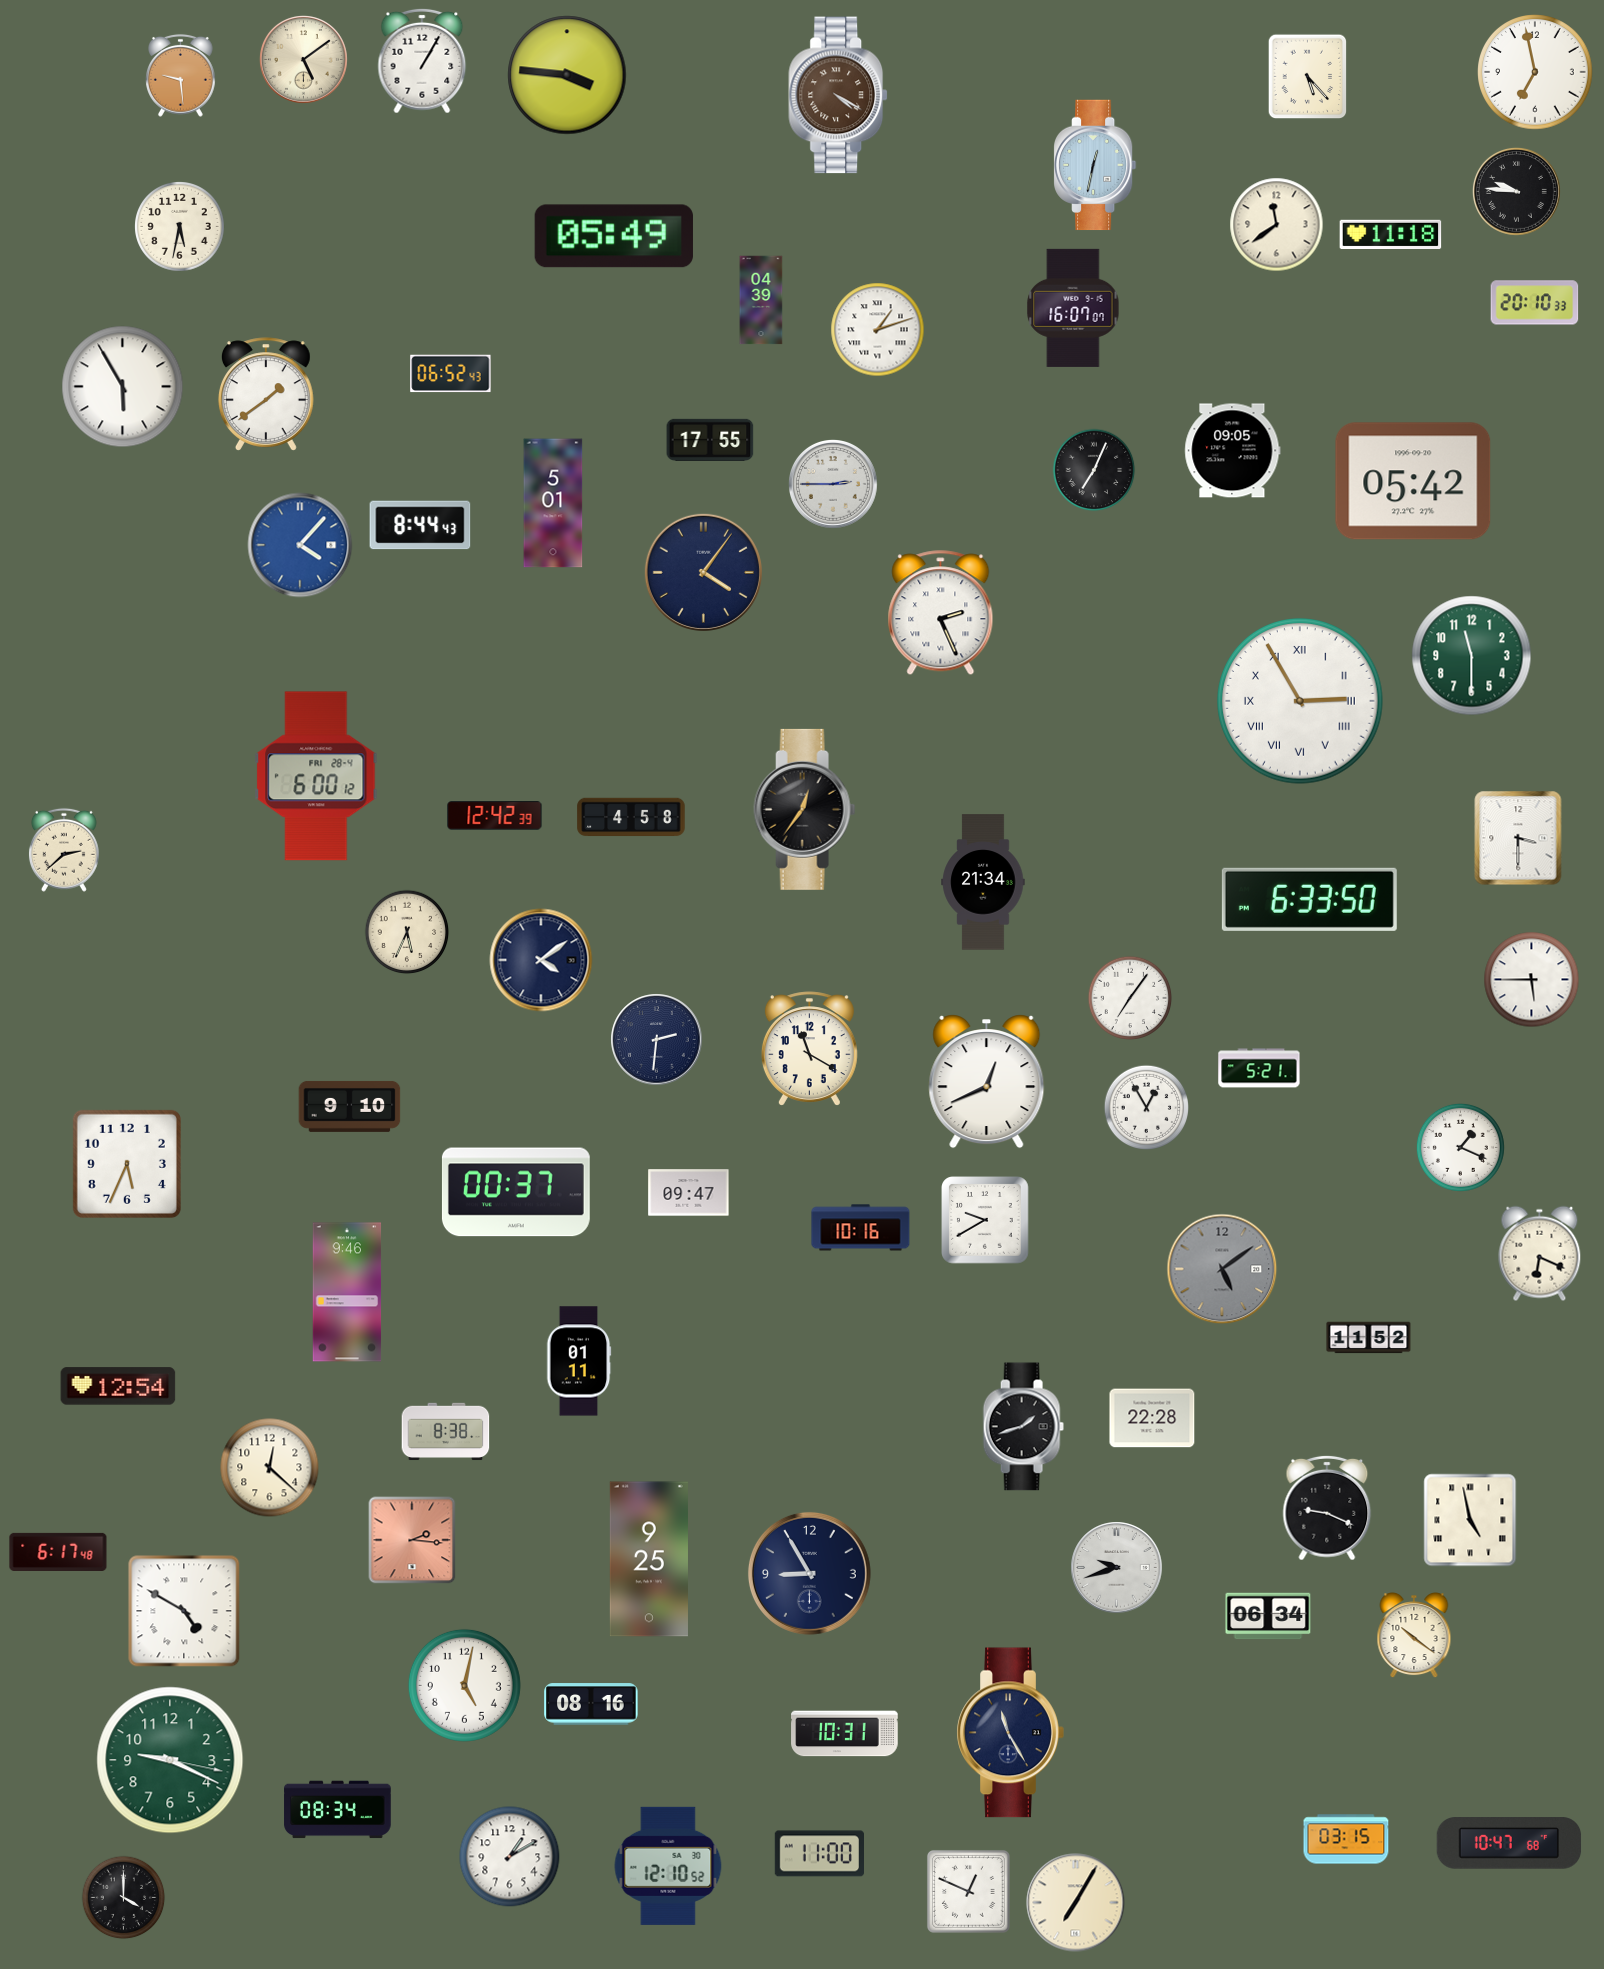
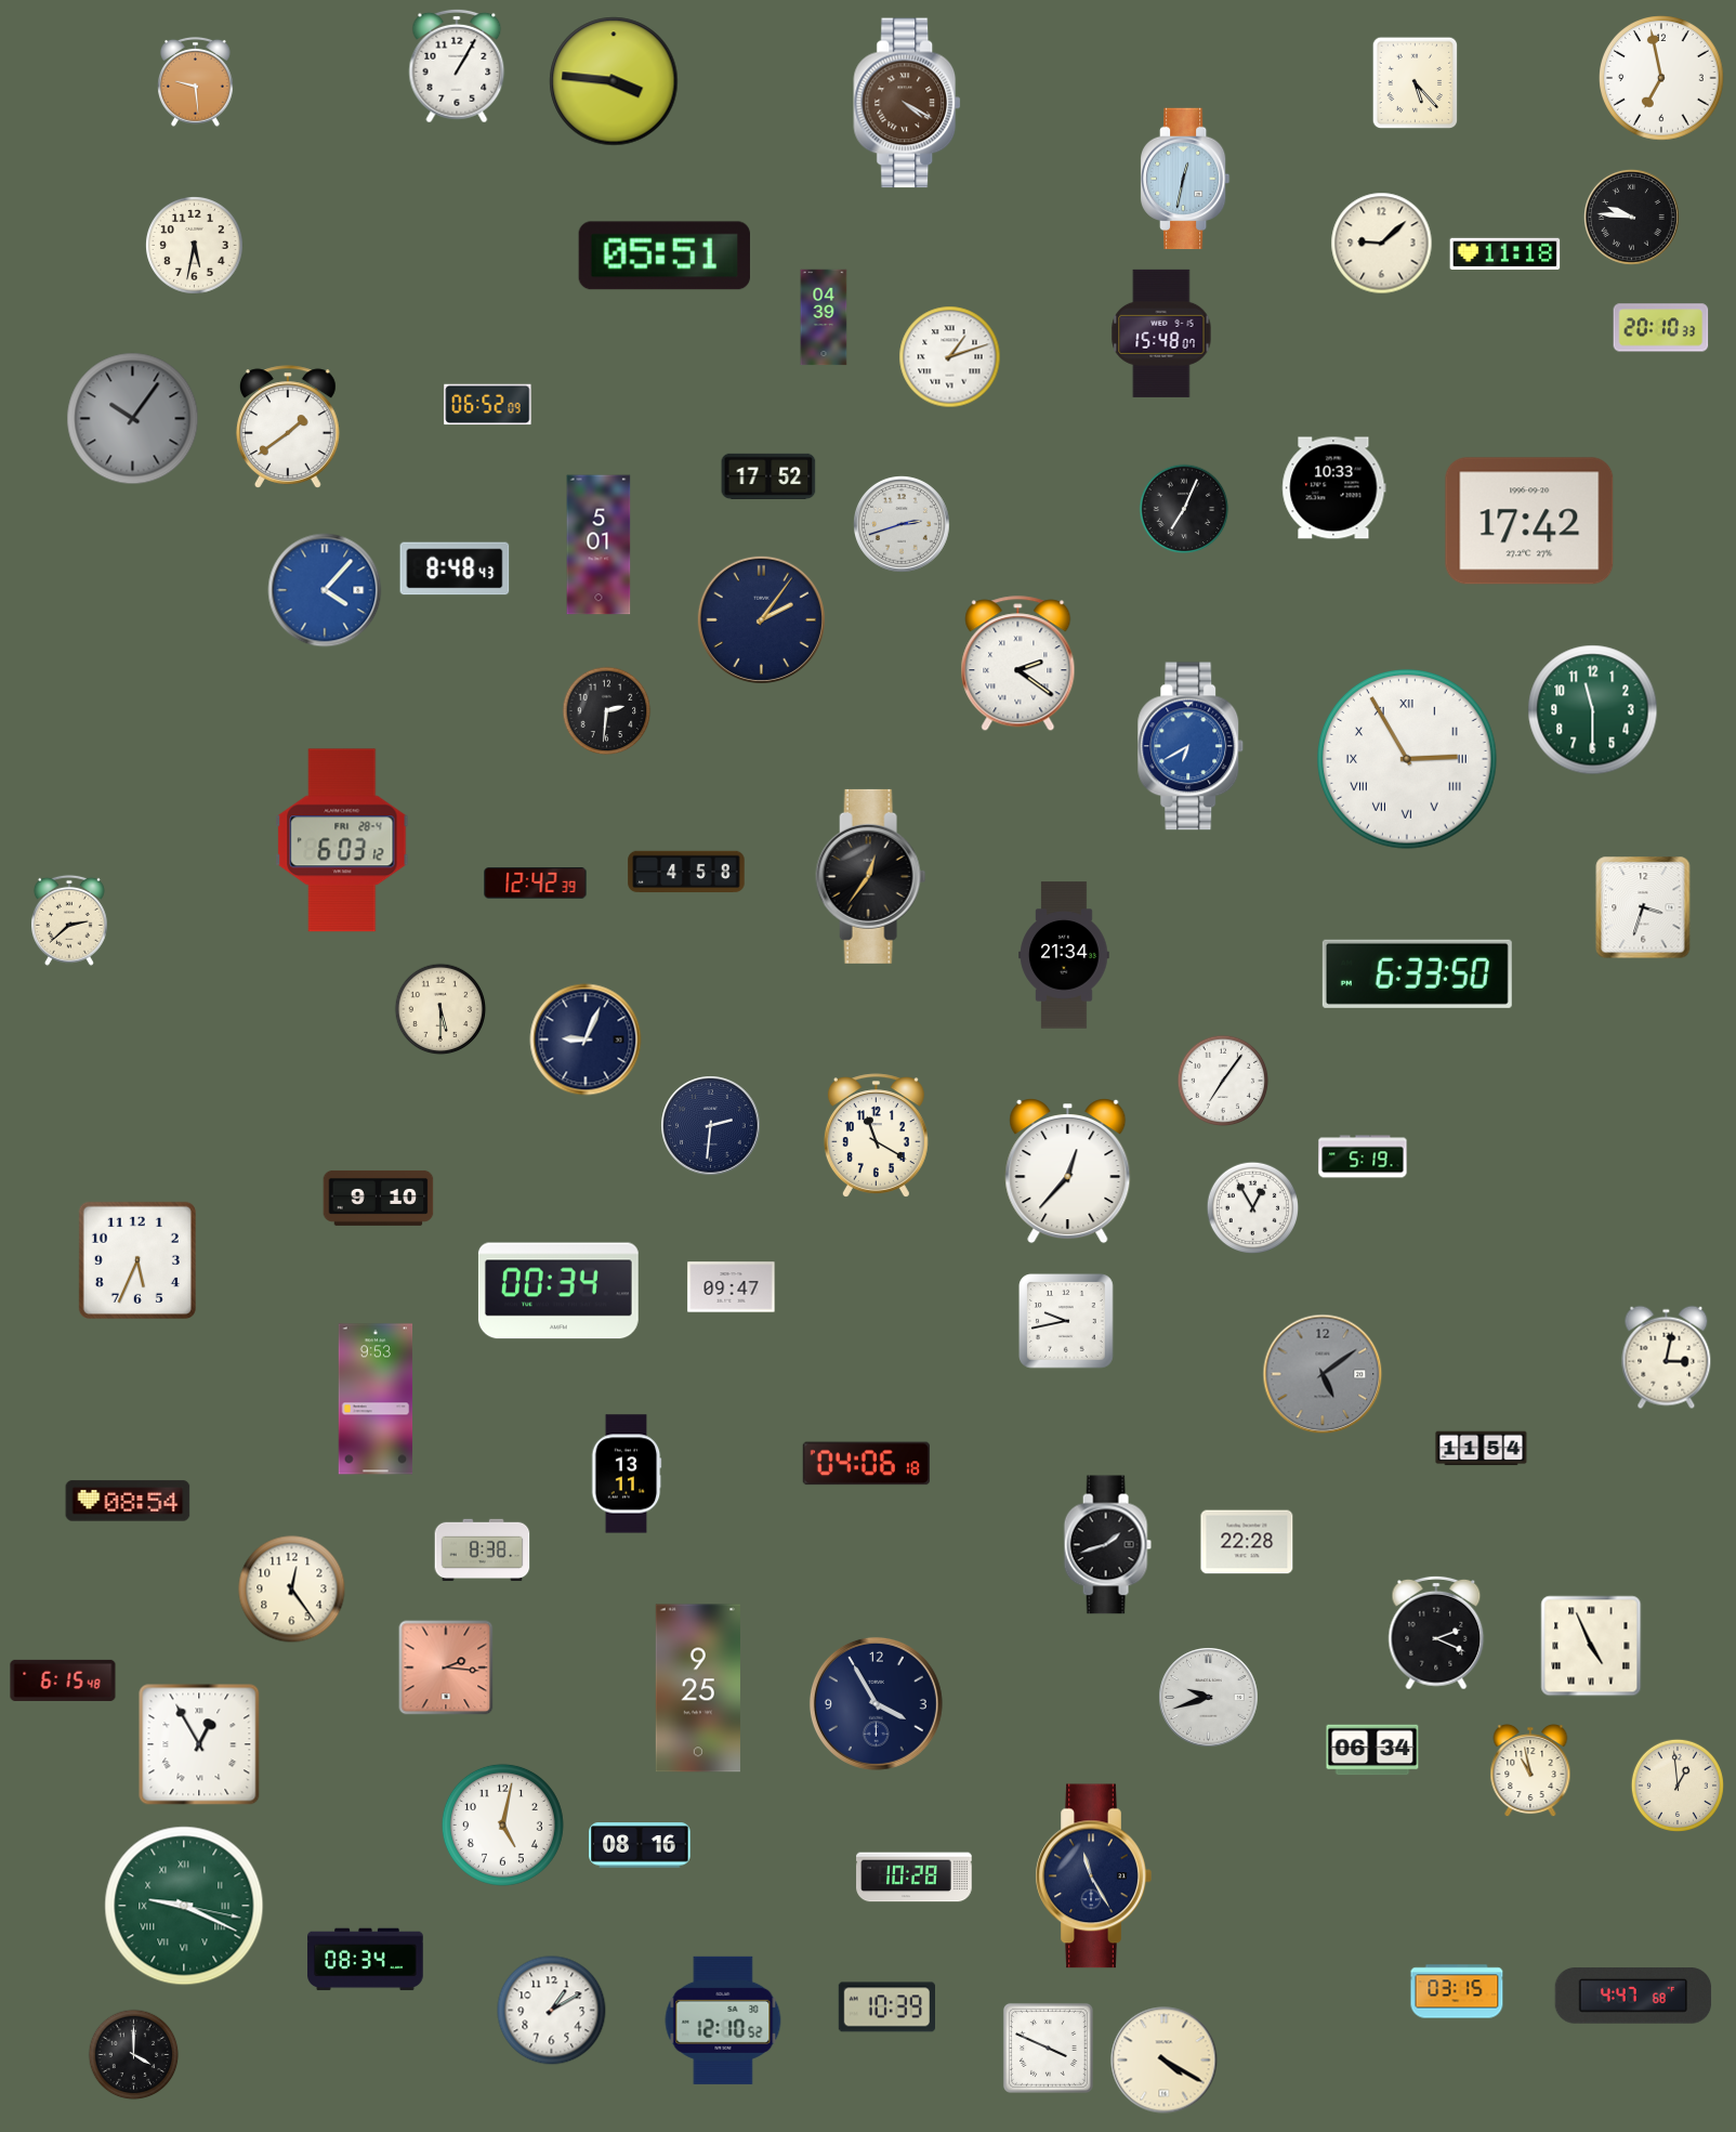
clock at (303, 59): 5:09 -> none
clock at (1516, 191) position: (1516, 191) -> (1631, 217)
clock at (1277, 225): 11:39 -> 9:08
clock at (614, 236): 05:49 -> 05:51
clock at (761, 300) position: (761, 300) -> (824, 317)
clock at (1073, 308): 16:07 -> 15:48
clock at (451, 374): 06:52:43 -> 06:52:09
clock at (123, 387): 5:55 -> 10:06
clock at (123, 387) dial: white -> grey
clock at (710, 440): 17:55 -> 17:52
clock at (1233, 451): 09:05 -> 10:33
clock at (1413, 481): 05:42 -> 17:42
clock at (834, 485): 2:45 -> 2:42
clock at (420, 525): 8:44 -> 8:48
clock at (703, 572): 4:06 -> 2:06
clock at (941, 613): 2:26 -> 2:21
clock at (607, 711): none -> 2:31
clock at (1191, 746): none -> 6:40
clock at (316, 776): 6:00 -> 6:03
clock at (631, 817) position: (631, 817) -> (686, 872)
clock at (1518, 838): 3:30 -> 3:33
clock at (407, 932): 5:34 -> 5:30
clock at (541, 960): 4:09 -> 9:04
clock at (1532, 980): 5:45 -> none
clock at (1259, 1068): 5:21 -> 5:19
clock at (987, 1082): 12:41 -> 12:37
clock at (1146, 1107) position: (1146, 1107) -> (1252, 1207)
clock at (1460, 1147): 1:19 -> none
clock at (516, 1192): 00:37 -> 00:34
clock at (689, 1193) position: (689, 1193) -> (732, 1287)
clock at (986, 1221): 9:40 -> 9:43
clock at (861, 1228): 10:16 -> none
clock at (1540, 1254): 6:19 -> 3:02
clock at (347, 1292): 9:46 -> 9:53
clock at (1369, 1338): 11:52 -> 11:54
clock at (866, 1464): none -> 04:06
clock at (579, 1361): 01:11 -> 13:11
clock at (118, 1386): 12:54 -> 08:54
clock at (1152, 1418) position: (1152, 1418) -> (1247, 1542)
clock at (270, 1468): 12:22 -> 12:24
clock at (1327, 1508): 9:19 -> 2:19
clock at (1470, 1520): 4:58 -> 4:56
clock at (58, 1552): 6:17 -> 6:15
clock at (649, 1559) position: (649, 1559) -> (698, 1688)
clock at (809, 1573): 8:55 -> 3:55
clock at (184, 1611): 4:50 -> 12:55
clock at (1414, 1636): 10:21 -> 10:58
clock at (1678, 1786): none -> 12:59
clock at (845, 1734): 10:31 -> 10:28
clock at (170, 1760) numerals: Arabic -> Roman
clock at (1509, 1843): 10:47 -> 4:47
clock at (819, 1854): 11:00 -> 10:39
clock at (968, 1891): 12:49 -> 3:49
clock at (1076, 1903): 7:05 -> 4:20
